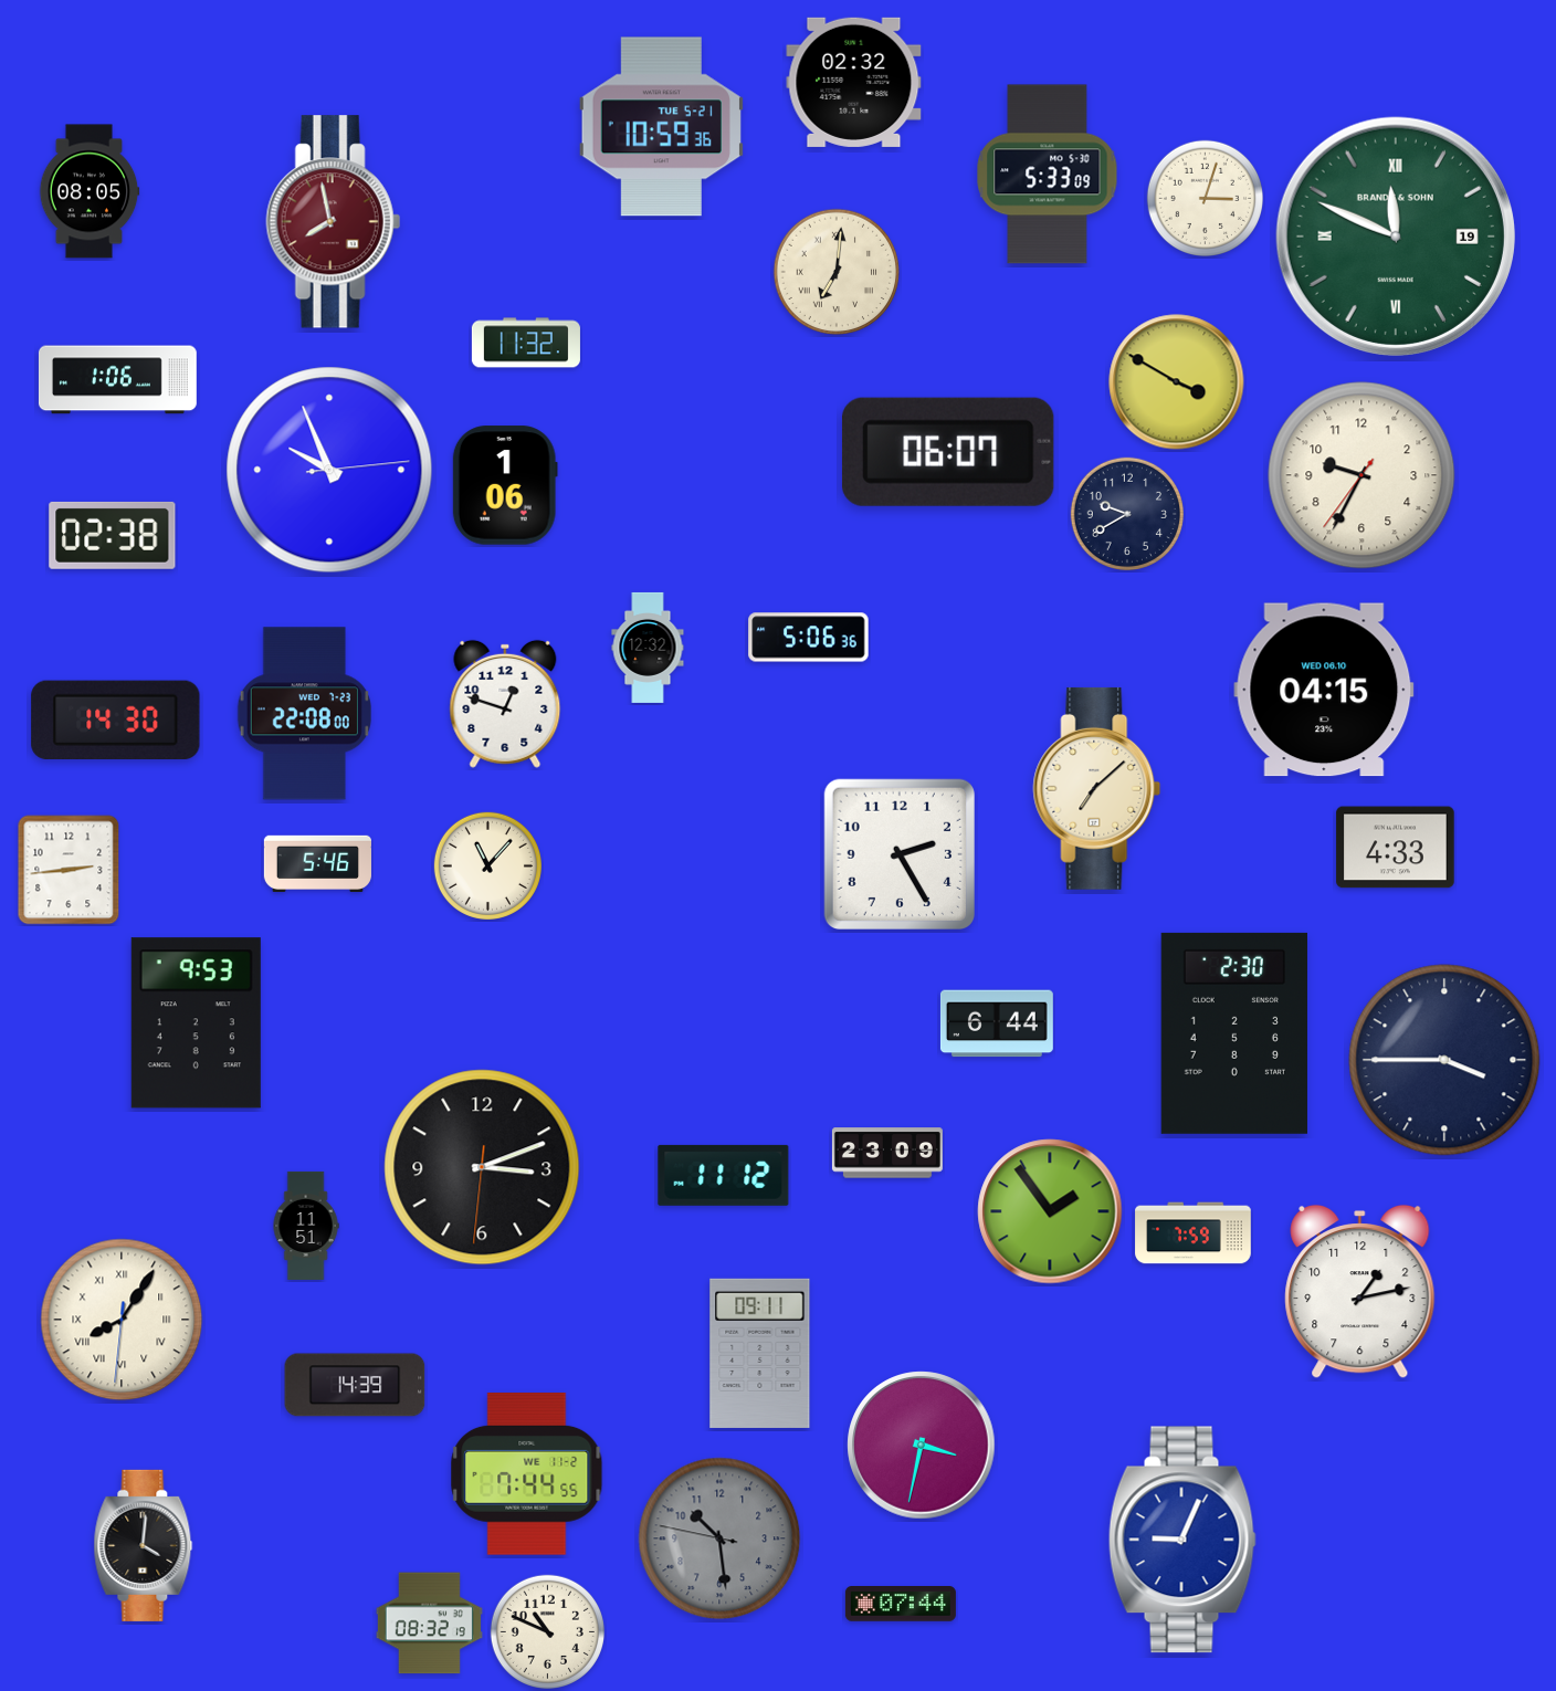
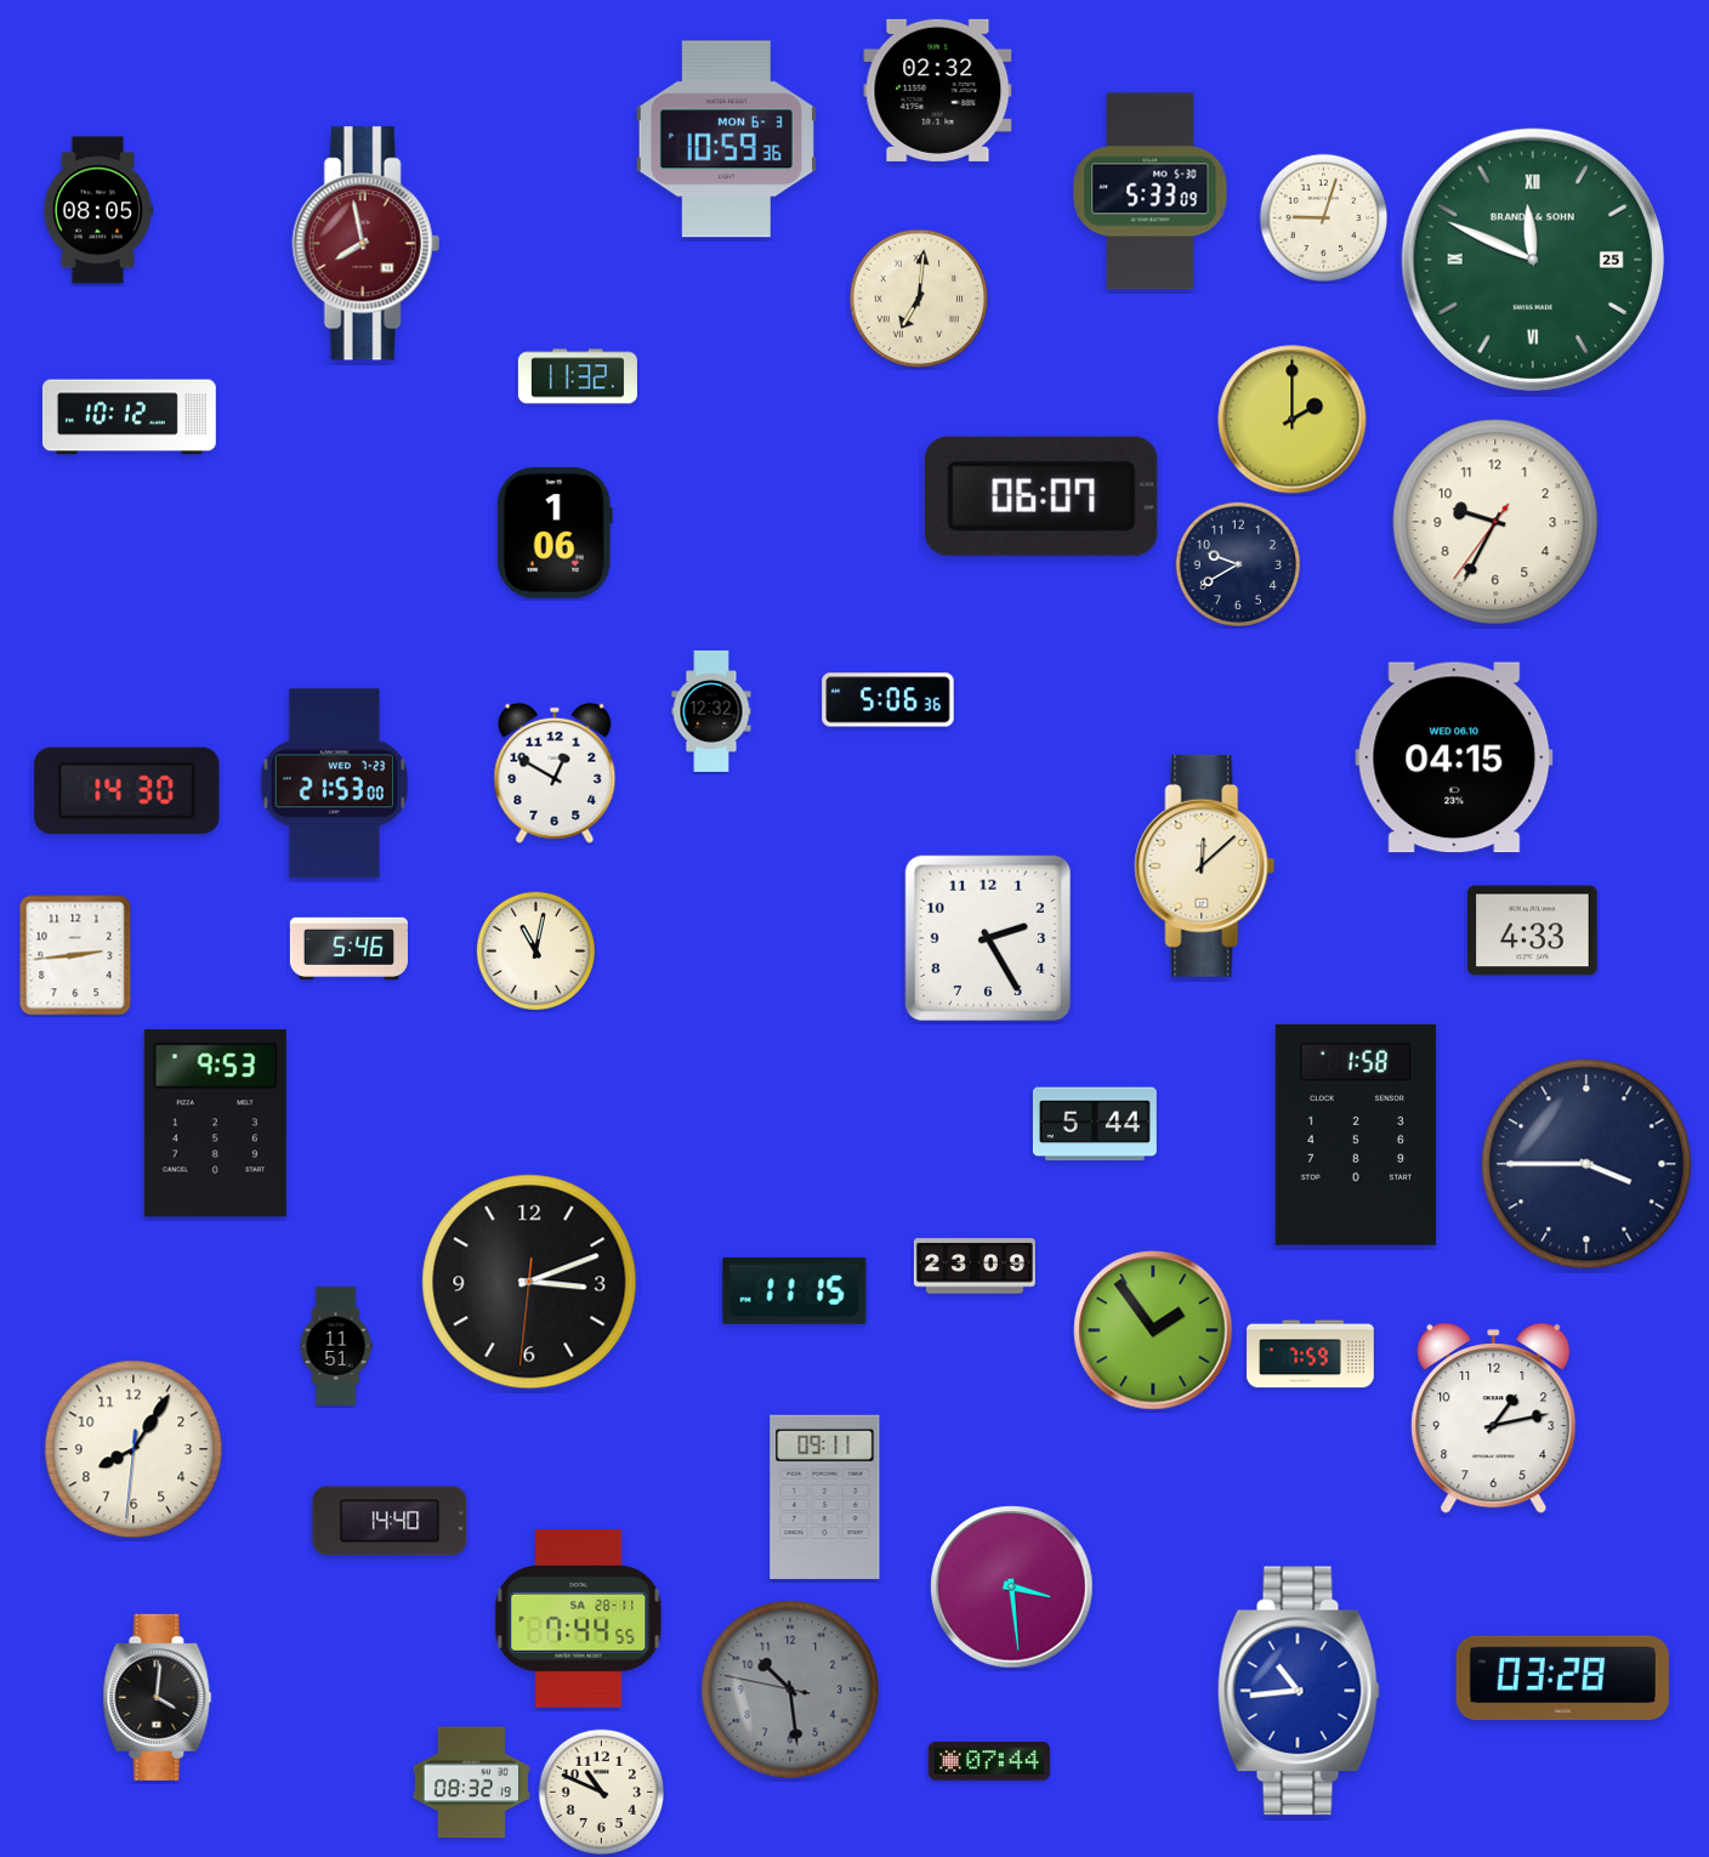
clock at (661, 127) date: TUE 5-21 -> MON 6-3
clock at (1205, 198): 3:03 -> 9:03
clock at (1396, 237) date: 19 -> 25
clock at (117, 380): 1:06 -> 10:12
clock at (1177, 382): 3:50 -> 2:00
clock at (329, 470): 9:56 -> none
clock at (113, 535): 02:38 -> none
clock at (505, 704): 12:48 -> 12:50
clock at (304, 714): 22:08 -> 21:53
clock at (1097, 788): 7:08 -> 12:08
clock at (487, 865): 11:07 -> 11:02
clock at (997, 1023): 6:44 -> 5:44
clock at (1234, 1033): 2:30 -> 1:58
clock at (724, 1175): 11:12 -> 11:15
clock at (122, 1320) numerals: Roman -> Arabic
clock at (760, 1353) position: (760, 1353) -> (825, 1497)
clock at (355, 1385): 14:39 -> 14:40
clock at (922, 1446): 3:32 -> 3:29
clock at (527, 1474) date: WE 11-2 -> SA 28-11
clock at (1562, 1679): none -> 03:28
clock at (1182, 1540): 9:04 -> 10:44
